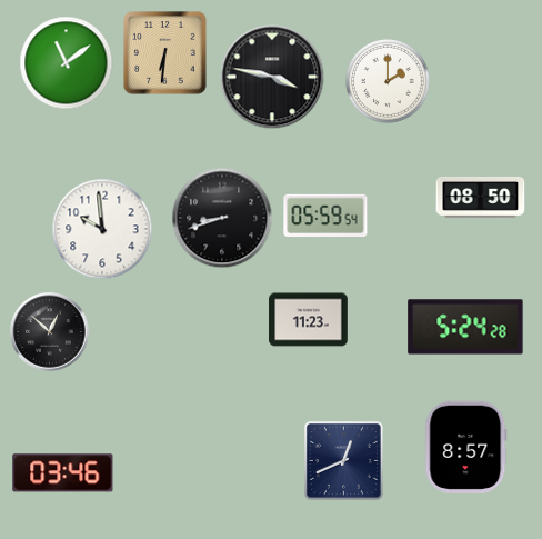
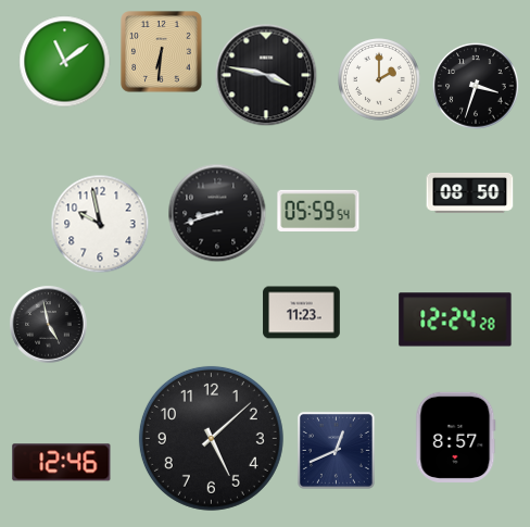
clock at (476, 86): none -> 3:33
clock at (102, 229): 9:59 -> 9:58
clock at (465, 327): 5:24 -> 12:24
clock at (50, 332): 12:52 -> 4:58
clock at (211, 438): none -> 5:08
clock at (63, 473): 03:46 -> 12:46
